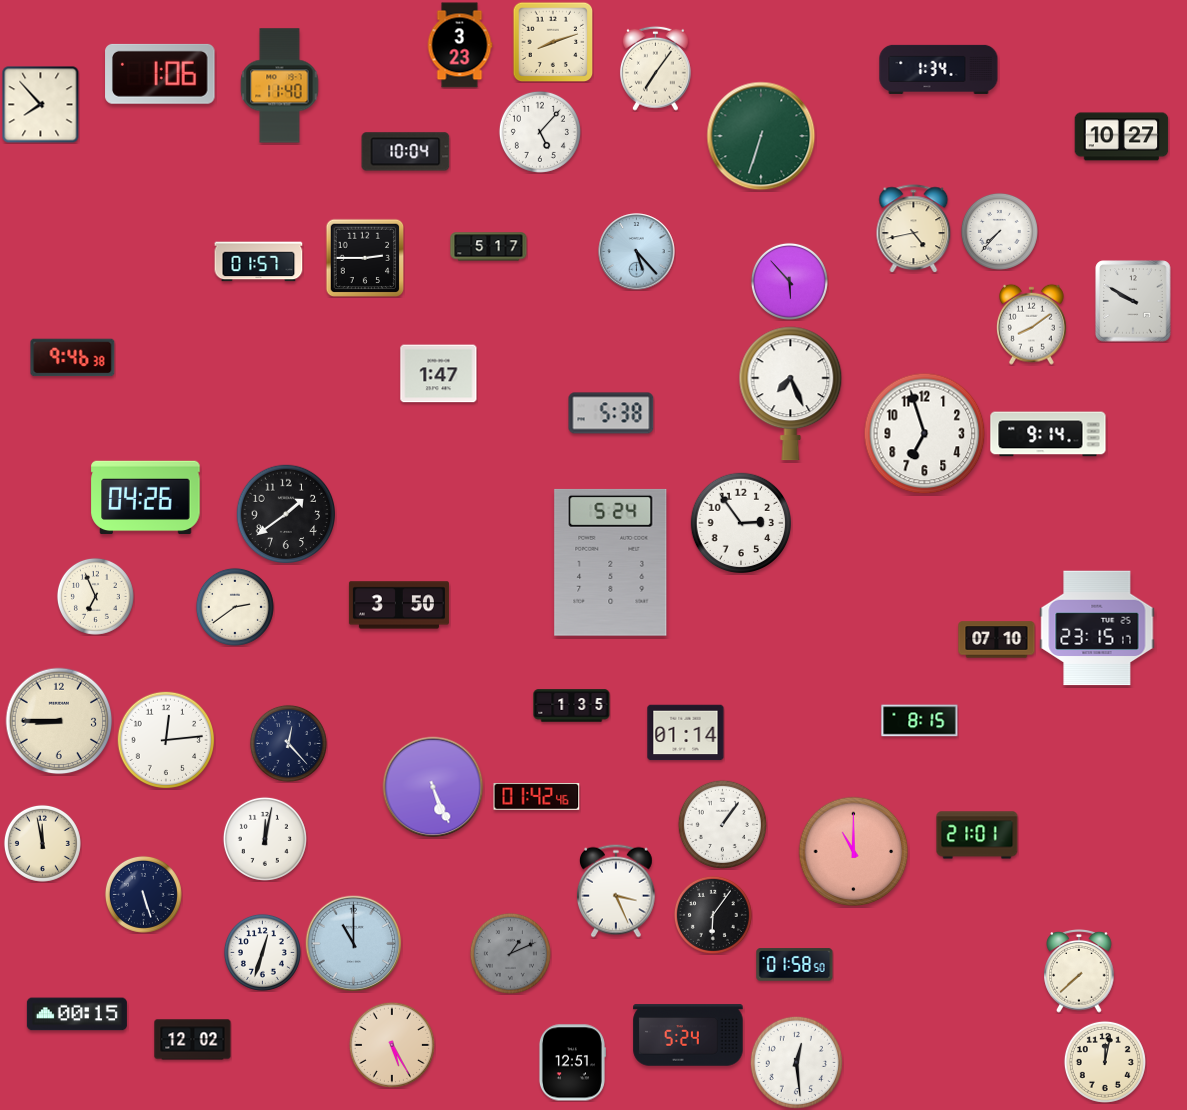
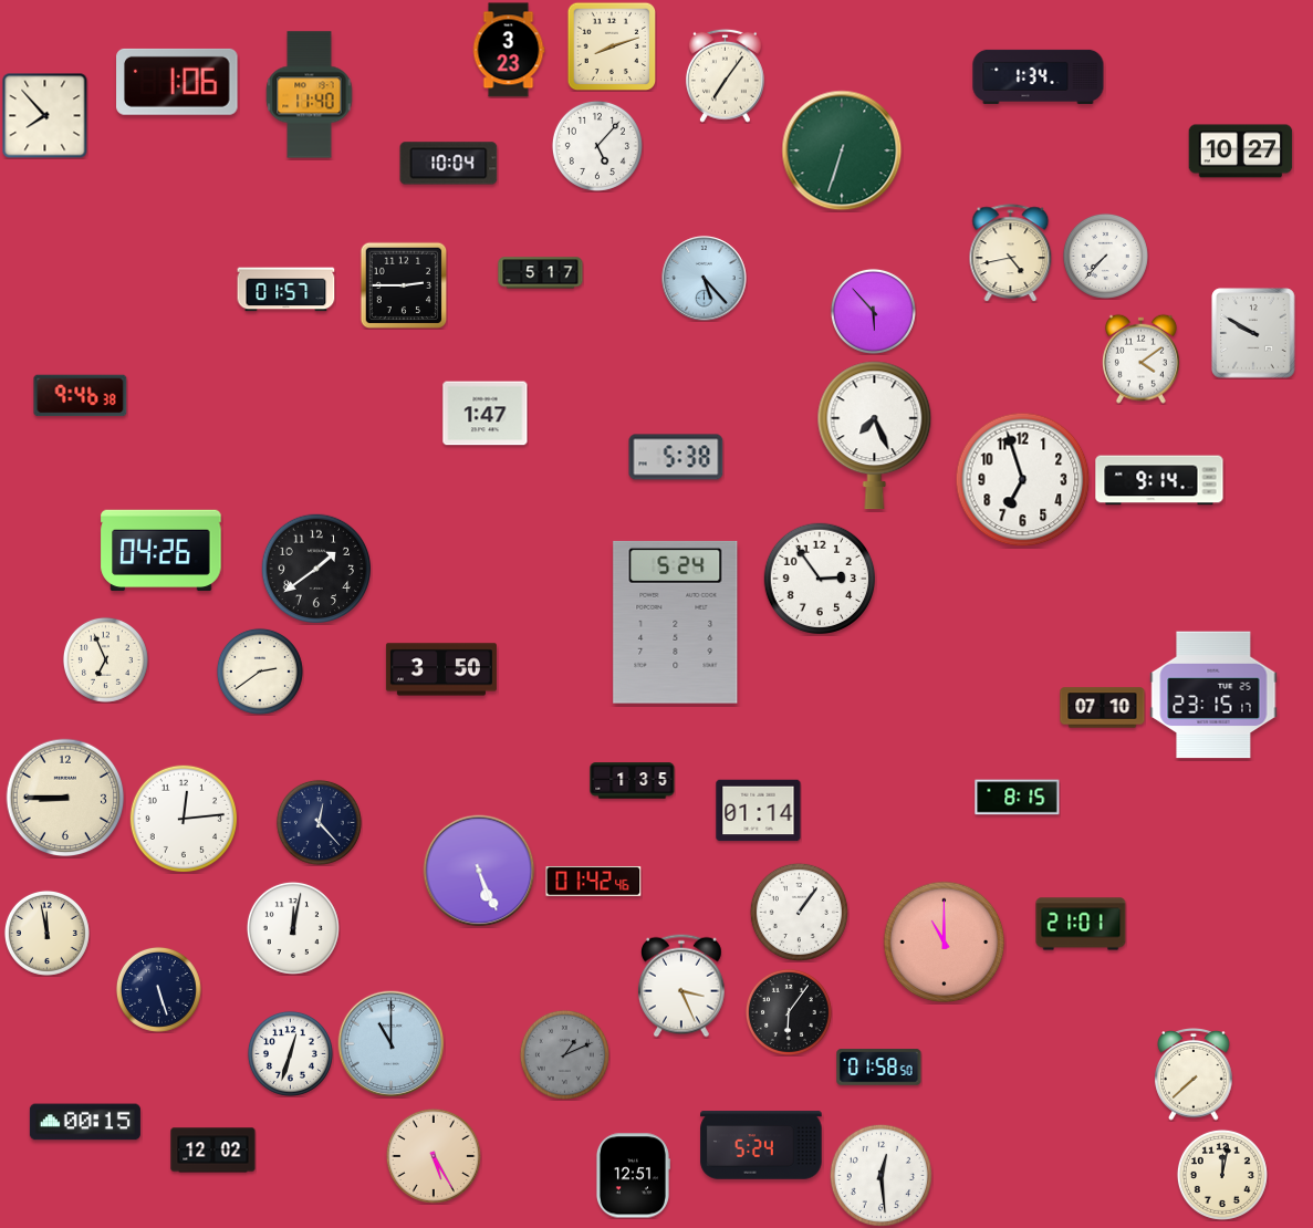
clock at (406, 152) position: (406, 152) -> (449, 164)
clock at (1031, 324): 8:09 -> 4:09
